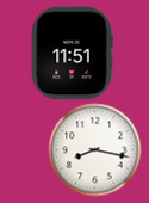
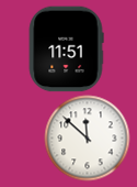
clock at (94, 149): 8:17 -> 11:52
